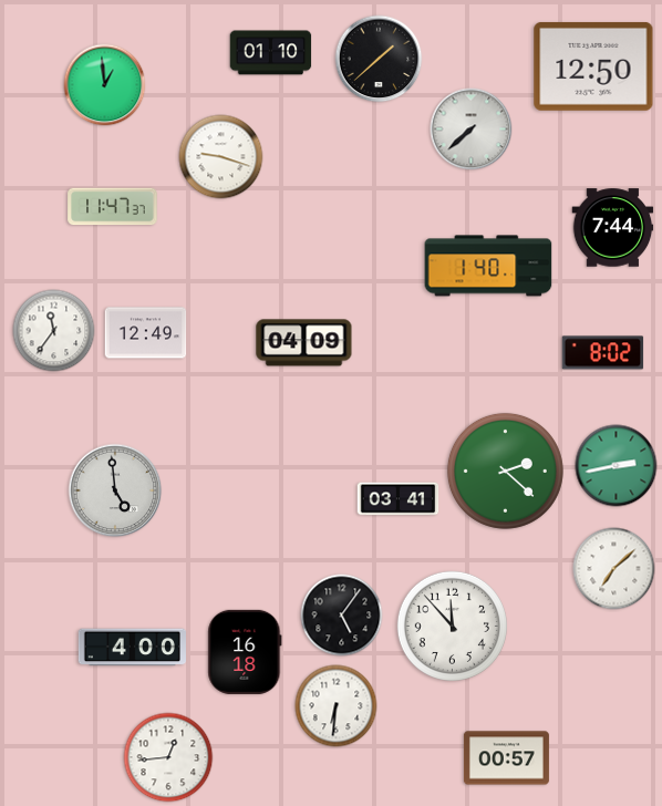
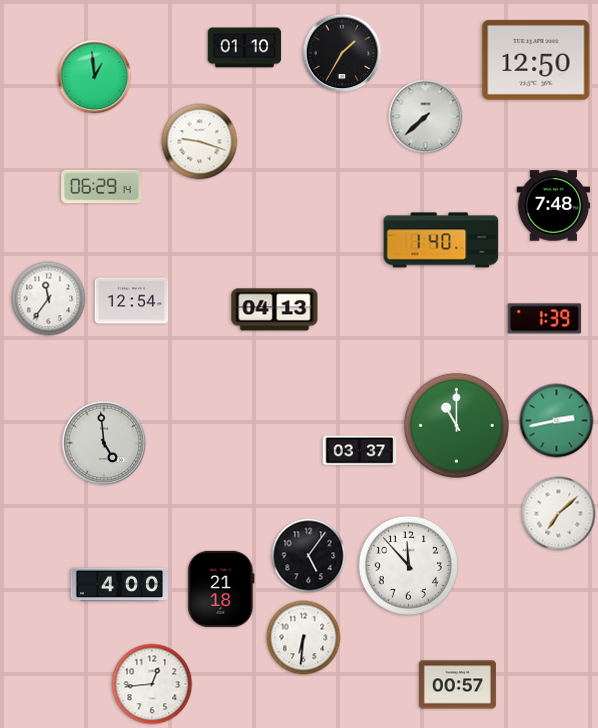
clock at (379, 59): 1:38 -> 1:35
clock at (113, 207): 11:47 -> 06:29
clock at (613, 228): 7:44 -> 7:48
clock at (146, 333): 12:49 -> 12:54
clock at (304, 343): 04:09 -> 04:13
clock at (603, 353): 8:02 -> 1:39
clock at (505, 471): 2:22 -> 11:00
clock at (399, 499): 03:41 -> 03:37
clock at (614, 569) position: (614, 569) -> (559, 514)
clock at (245, 652): 16:18 -> 21:18
